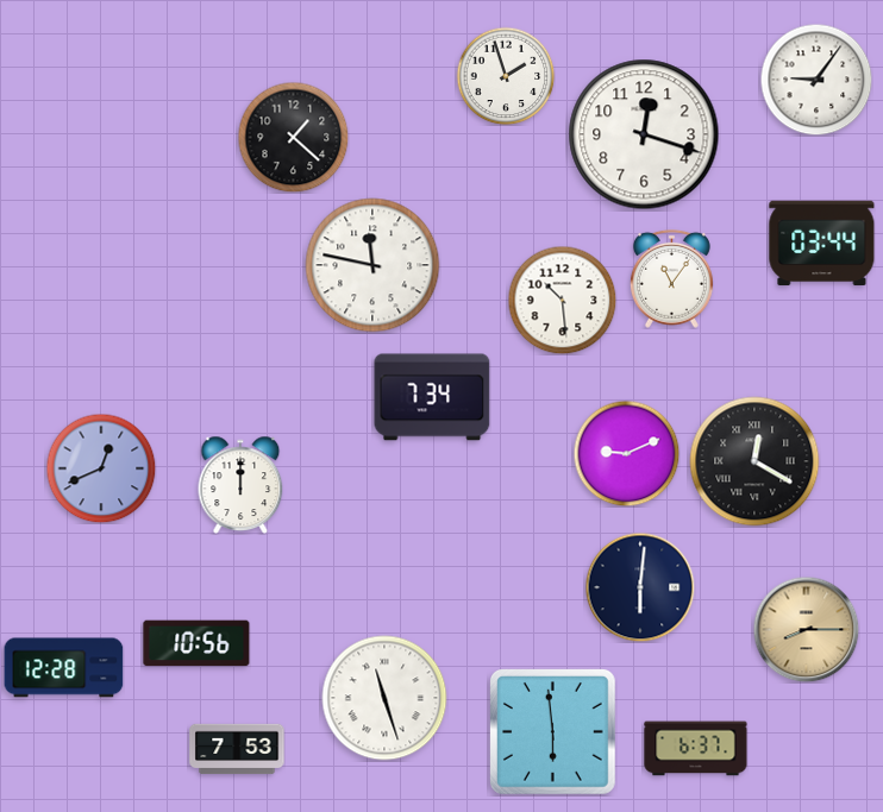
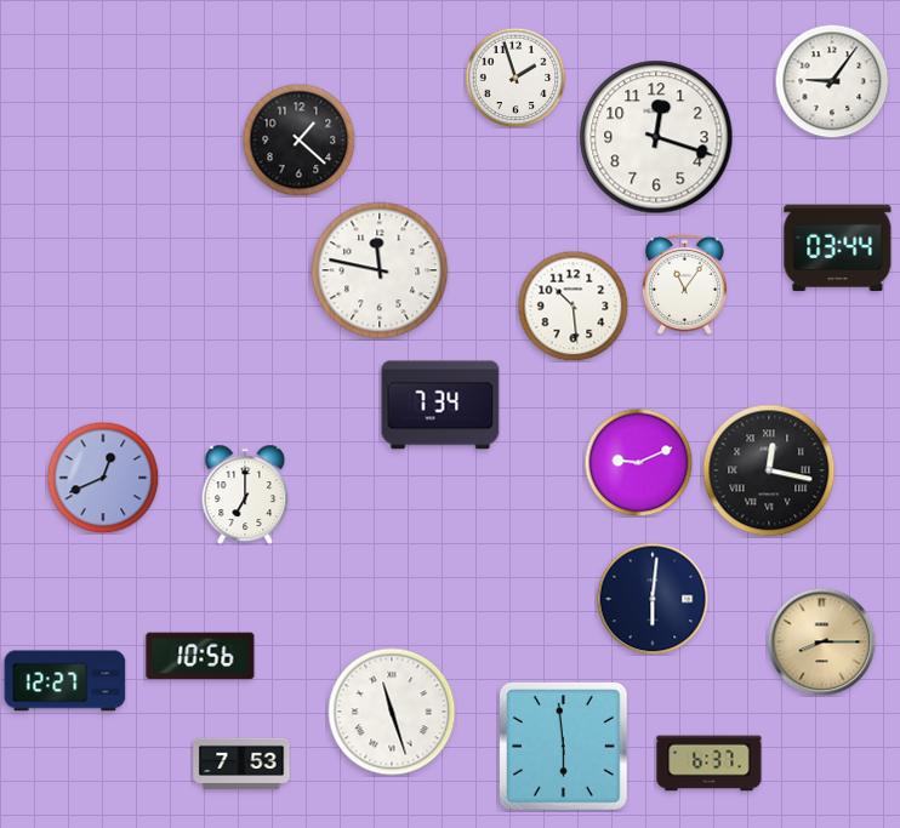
clock at (754, 461): 12:20 -> 12:17
clock at (240, 484): 12:00 -> 7:00
clock at (64, 668): 12:28 -> 12:27
